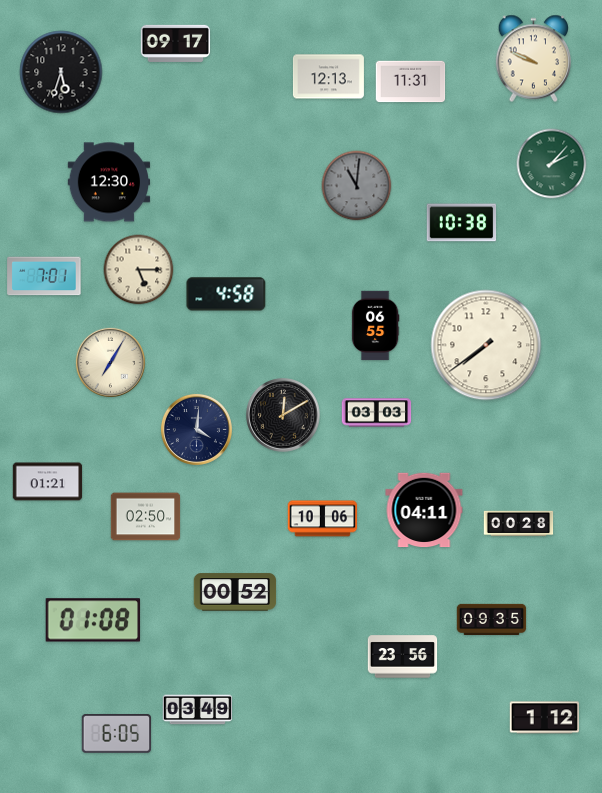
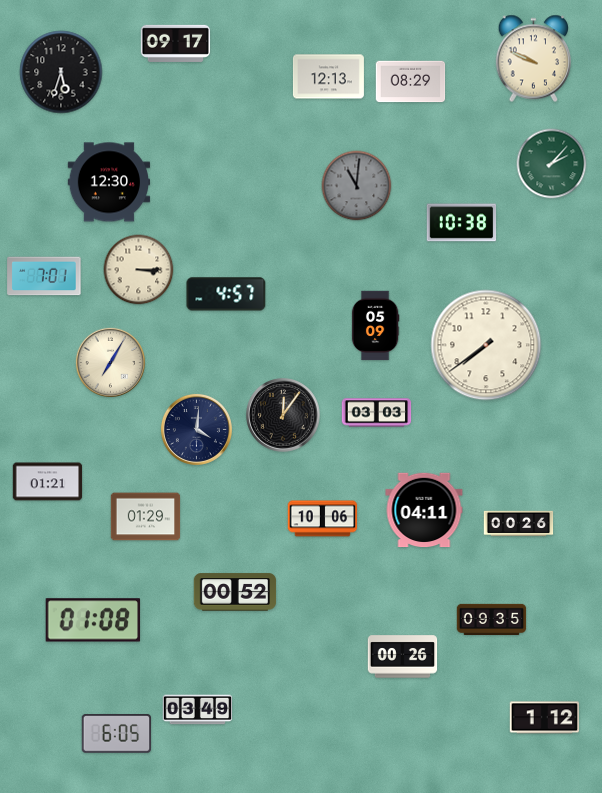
clock at (411, 82): 11:31 -> 08:29
clock at (139, 270): 5:15 -> 3:15
clock at (226, 294): 4:58 -> 4:57
clock at (375, 326): 06:55 -> 05:09
clock at (284, 416): 12:10 -> 12:06
clock at (146, 517): 02:50 -> 01:29
clock at (519, 524): 00:28 -> 00:26
clock at (403, 657): 23:56 -> 00:26
